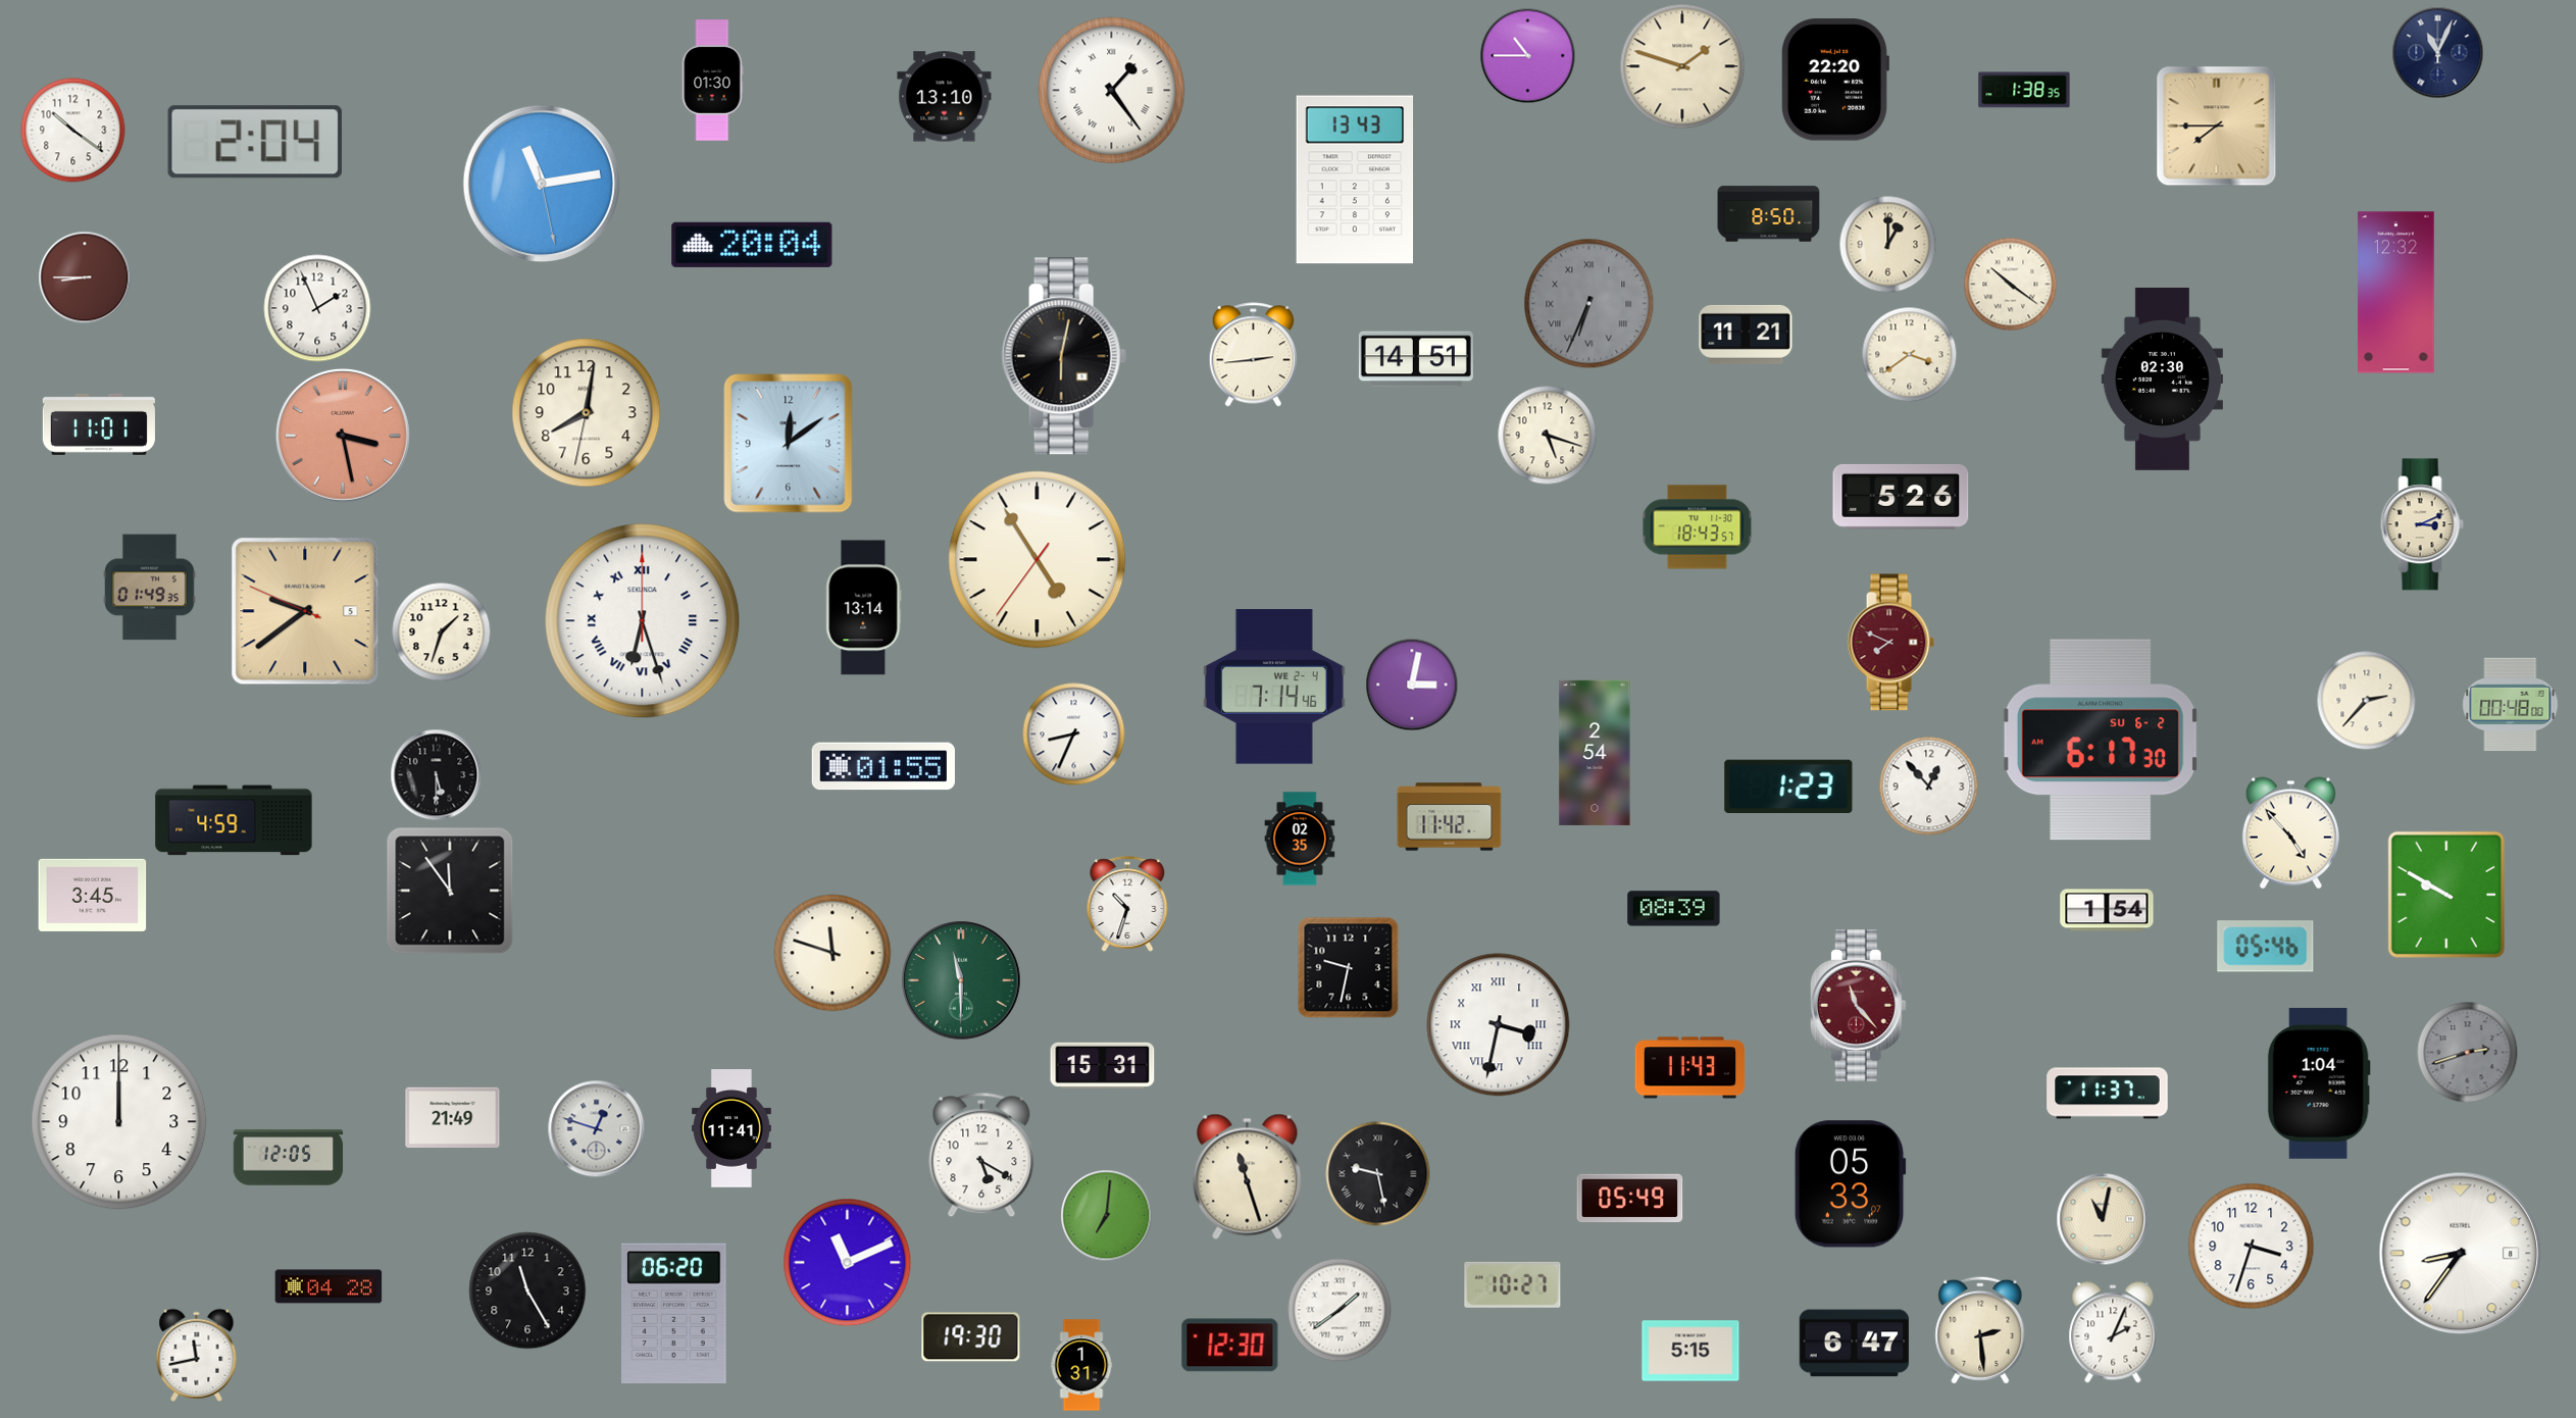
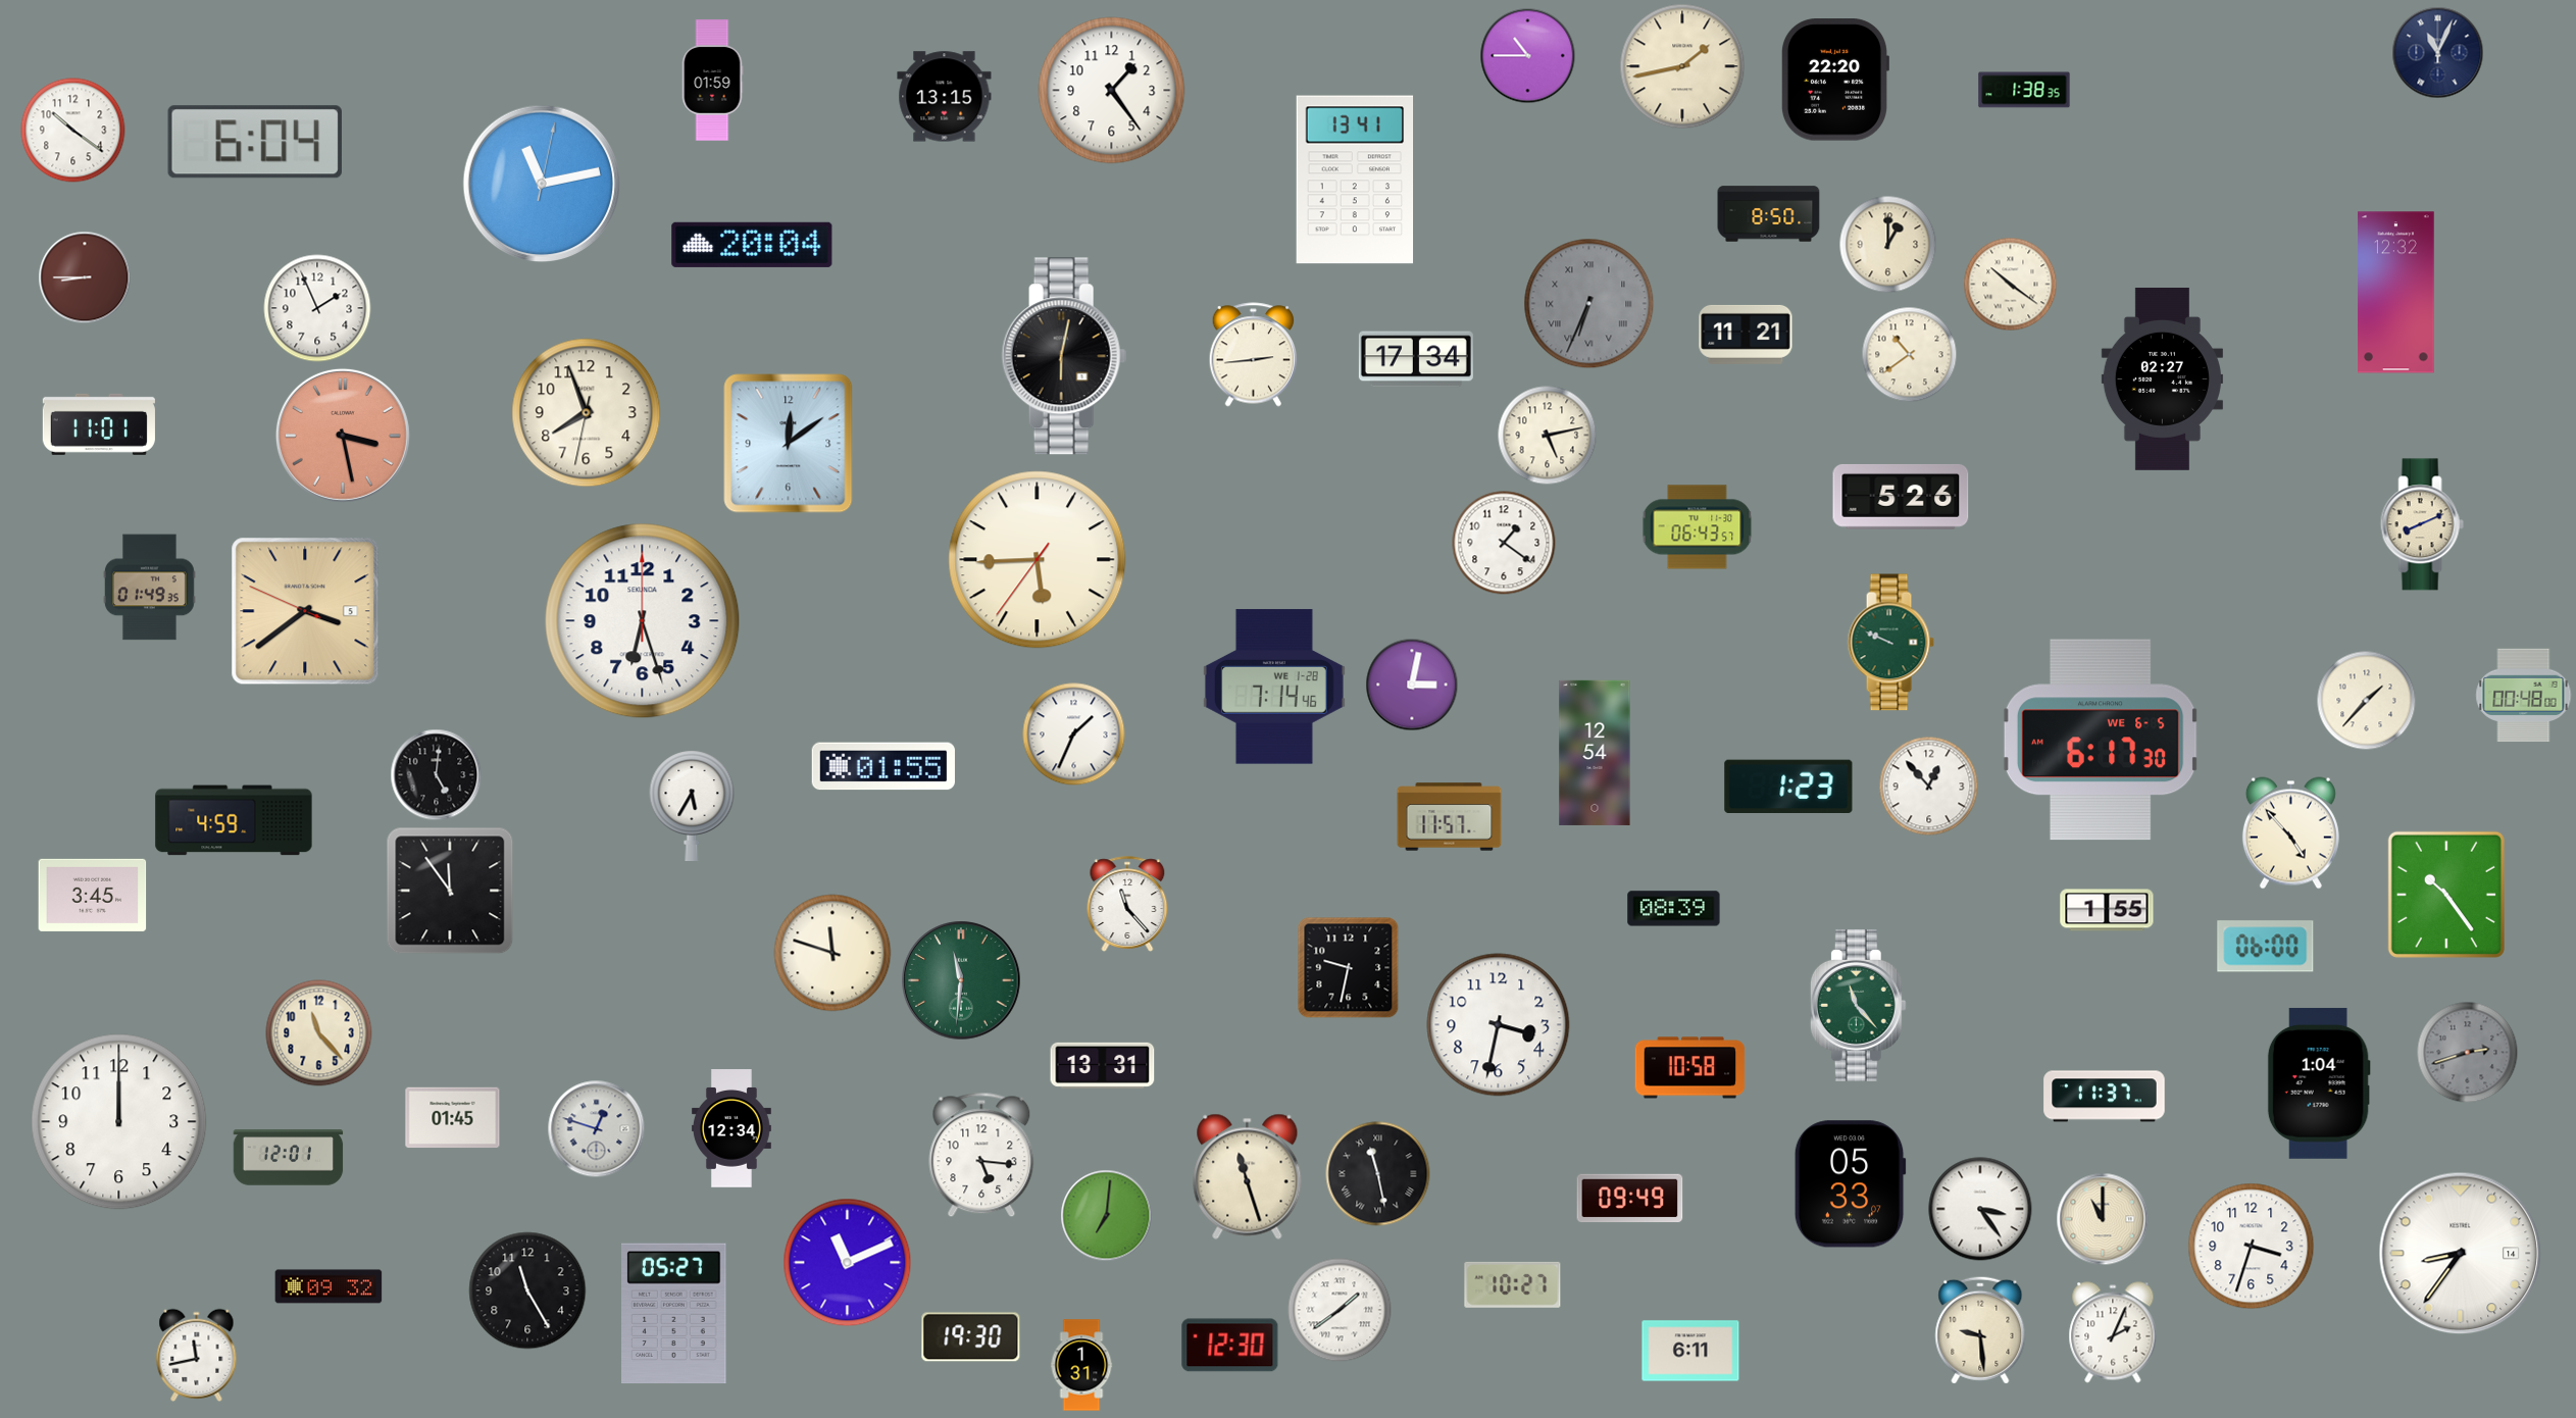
clock at (1682, 66): 1:48 -> 1:43
clock at (712, 81): 01:30 -> 01:59
clock at (1112, 91) numerals: Roman -> Arabic
clock at (945, 97): 13:10 -> 13:15
clock at (2217, 126): 7:45 -> none
clock at (255, 142): 2:04 -> 6:04
clock at (1355, 180): 13:43 -> 13:41
clock at (542, 184): 11:13:28 -> 11:13:02
clock at (1910, 355): 3:39 -> 10:39
clock at (1416, 359): 14:51 -> 17:34
clock at (2162, 378): 02:30 -> 02:27
clock at (587, 413): 8:01 -> 7:56
clock at (1548, 436): 5:18 -> 5:13
clock at (2422, 524): 3:11 -> 8:11
clock at (1698, 527): 18:43 -> 06:43
clock at (1504, 543): none -> 1:21
clock at (1038, 560): 4:54 -> 5:44
clock at (864, 608): 13:14 -> none
clock at (305, 611): 9:38 -> 3:38
clock at (643, 621) numerals: Roman -> Arabic
clock at (442, 632): 1:33 -> none
clock at (1890, 643): 7:49 -> 9:49
clock at (1890, 643) dial: burgundy -> green
clock at (1274, 687) date: WE 2-4 -> WE 1-28
clock at (2367, 701): 2:37 -> 1:37
clock at (2511, 705) position: (2511, 705) -> (2524, 696)
clock at (1074, 735): 8:34 -> 1:34
clock at (2101, 740) date: SU 6-2 -> WE 6-5
clock at (1595, 753): 2:54 -> 12:54
clock at (437, 775): 5:30 -> 5:01
clock at (692, 805): none -> 5:35
clock at (1450, 817): 11:42 -> 11:57
clock at (1300, 839): 02:35 -> none
clock at (2446, 895): 9:50 -> 10:24
clock at (1127, 904): 10:33 -> 11:23
clock at (2107, 910): 1:54 -> 1:55
clock at (2266, 947): 05:46 -> 06:00
clock at (961, 980): 11:30 -> 11:31
clock at (1858, 1006) dial: burgundy -> green
clock at (1499, 1025) numerals: Roman -> Arabic
clock at (319, 1033): none -> 11:23
clock at (1103, 1065): 15:31 -> 13:31
clock at (1690, 1068): 11:43 -> 10:58
clock at (2108, 1094) position: (2108, 1094) -> (2105, 1097)
clock at (453, 1118): 21:49 -> 01:45
clock at (731, 1128): 11:41 -> 12:34
clock at (981, 1155): 5:20 -> 5:16
clock at (289, 1158): 12:05 -> 12:01
clock at (1378, 1174): 9:28 -> 11:28
clock at (1630, 1199): 05:49 -> 09:49
clock at (1980, 1209): none -> 3:24
clock at (2103, 1219): 11:02 -> 11:00
clock at (2461, 1254) date: 8 -> 14
clock at (329, 1286): 04:28 -> 09:32
clock at (674, 1314): 06:20 -> 05:27
clock at (1980, 1330): 2:29 -> 9:29
clock at (1855, 1344): 6:47 -> none
clock at (1690, 1351): 5:15 -> 6:11
